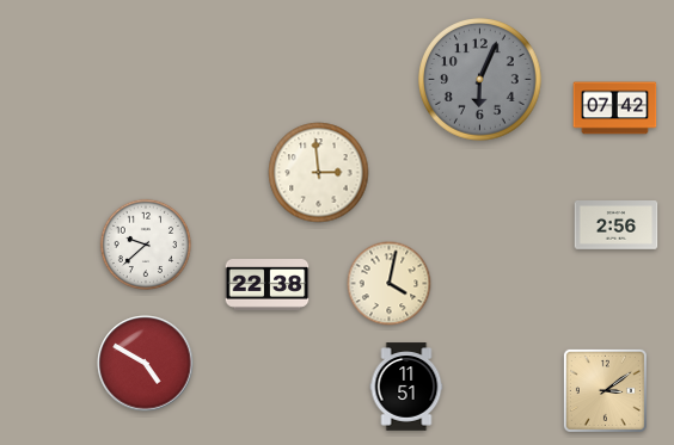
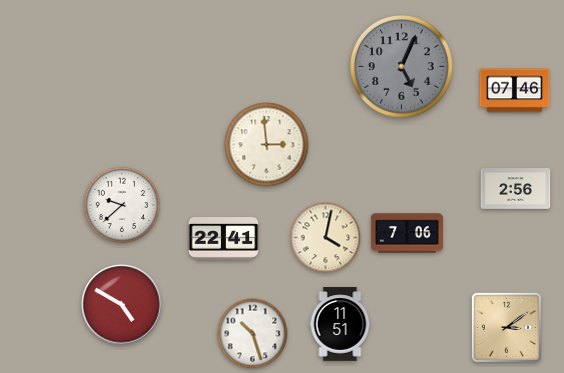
clock at (480, 80): 6:04 -> 5:04
clock at (615, 109): 07:42 -> 07:46
clock at (407, 233): none -> 7:06
clock at (268, 285): 22:38 -> 22:41
clock at (253, 334): none -> 10:27
